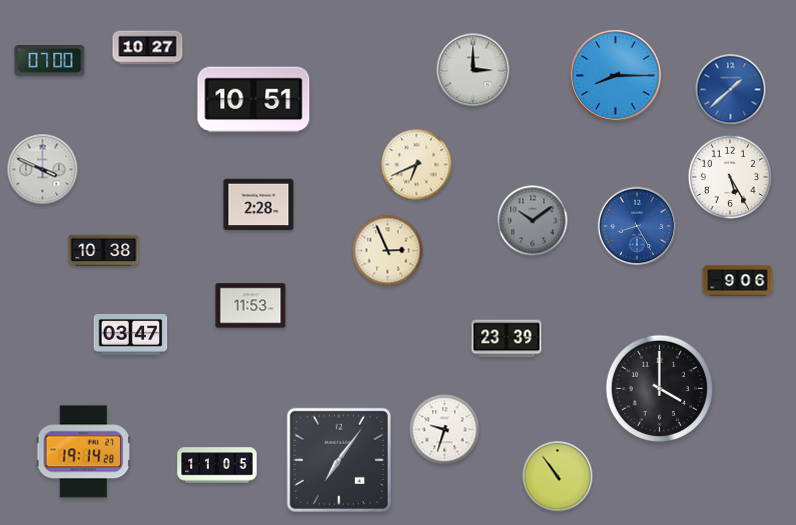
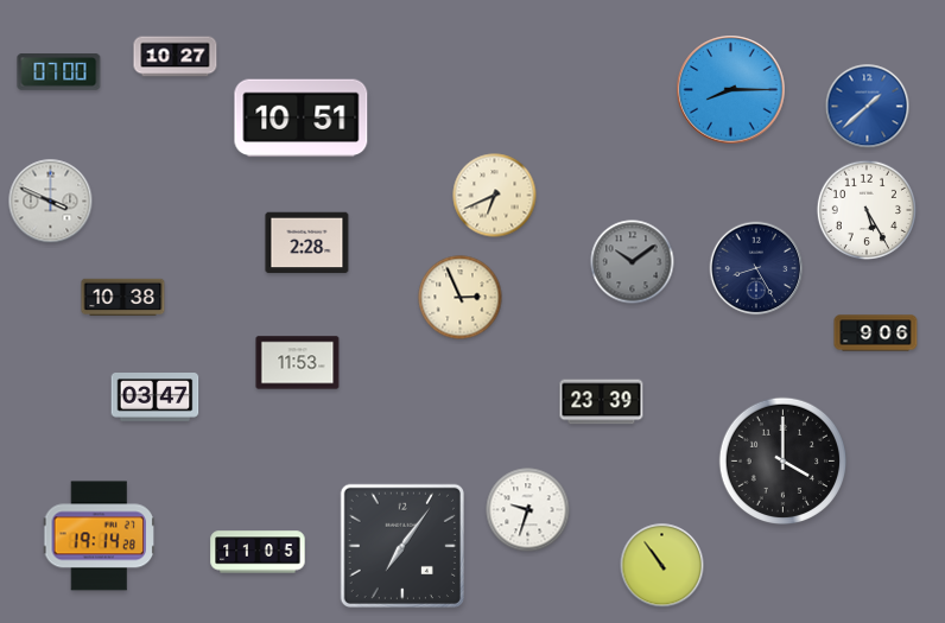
clock at (473, 70): 3:00 -> none
clock at (637, 226) dial: blue -> navy
